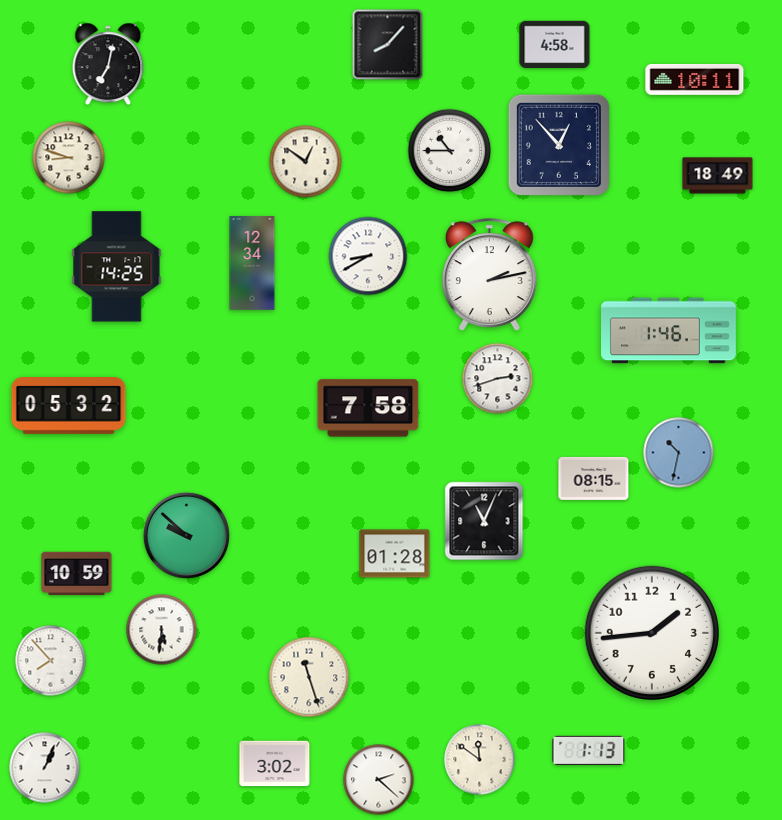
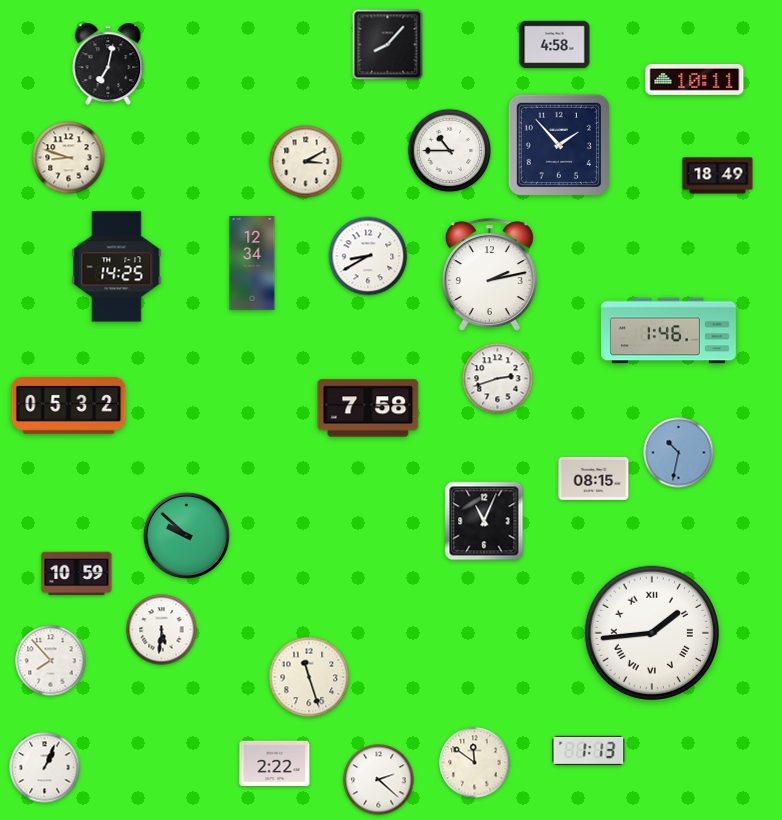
clock at (559, 145): 12:53 -> 1:53
clock at (306, 162): 12:51 -> 3:10
clock at (395, 554): 01:28 -> none
clock at (651, 632) numerals: Arabic -> Roman
clock at (480, 760) position: (480, 760) -> (475, 763)
clock at (275, 764): 3:02 -> 2:22
